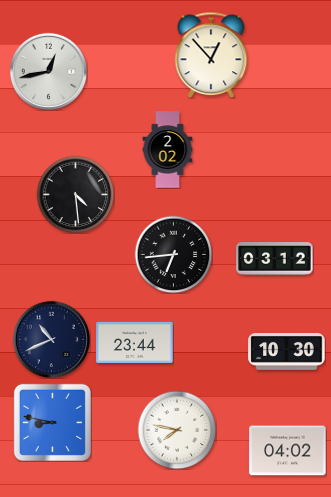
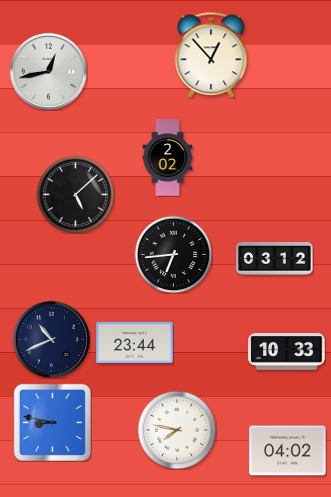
clock at (168, 150) position: (168, 150) -> (168, 158)
clock at (75, 194): 4:29 -> 5:08
clock at (287, 352): 10:30 -> 10:33
